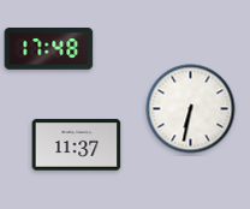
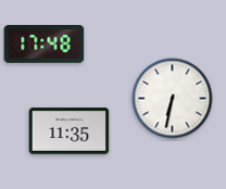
clock at (77, 145): 11:37 -> 11:35
